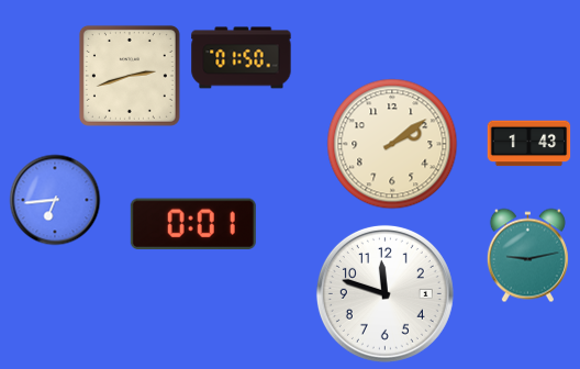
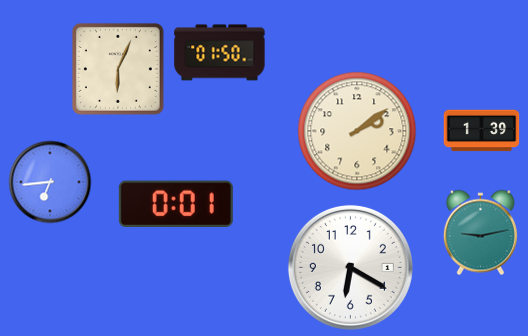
clock at (130, 76): 2:42 -> 6:04
clock at (529, 144): 1:43 -> 1:39
clock at (384, 293): 11:48 -> 6:20
